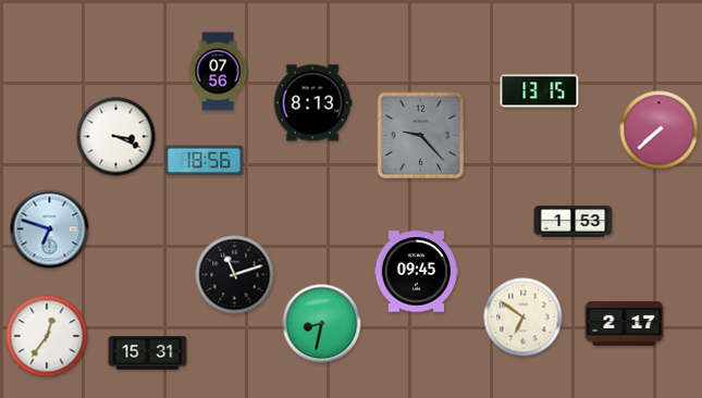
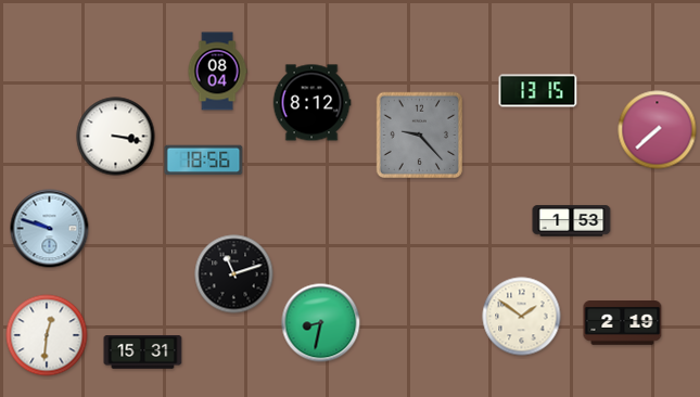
clock at (218, 72): 07:56 -> 08:04
clock at (312, 103): 8:13 -> 8:12
clock at (116, 137): 3:19 -> 3:17
clock at (50, 229): 6:48 -> 9:48
clock at (417, 272): 09:45 -> none
clock at (524, 318): 6:51 -> 1:51
clock at (625, 324): 2:17 -> 2:19
clock at (47, 336): 12:36 -> 12:31
clock at (148, 353) position: (148, 353) -> (143, 353)
